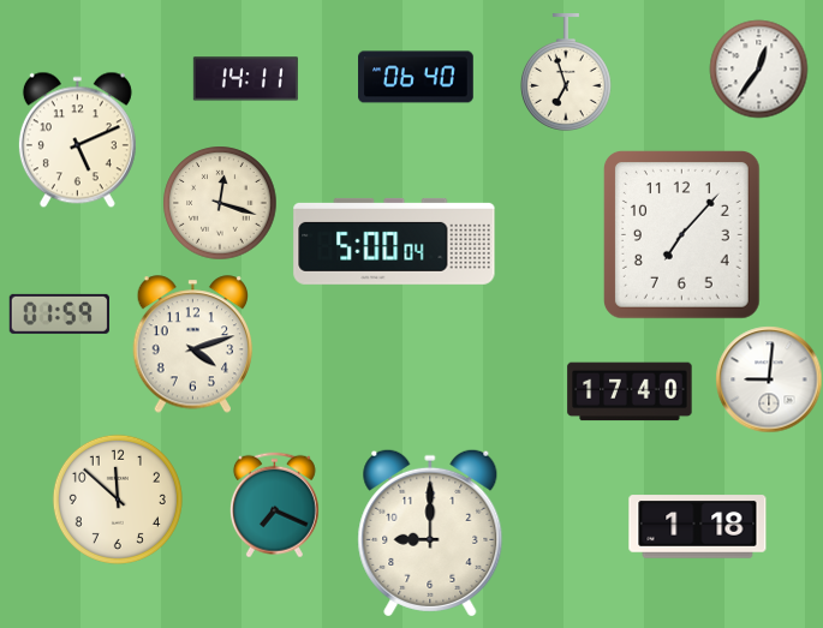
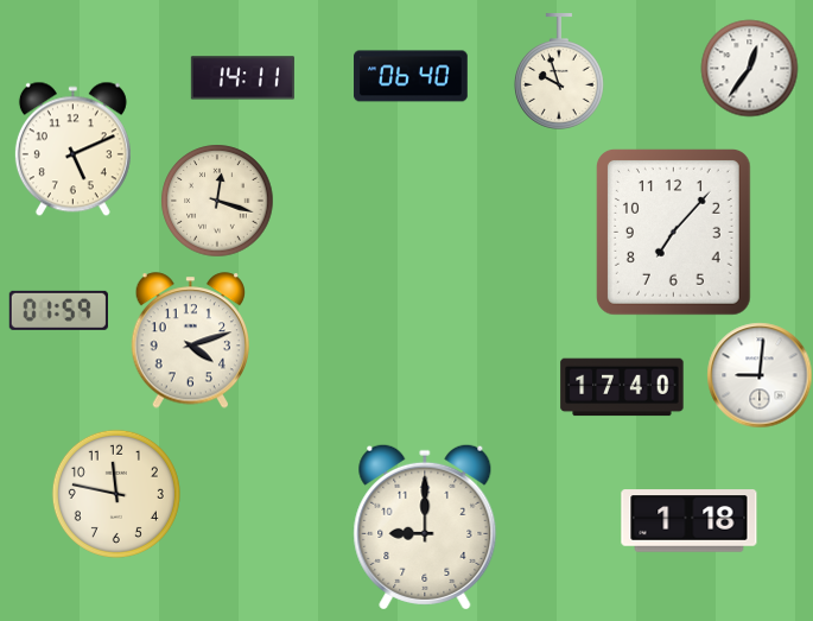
clock at (566, 72): 6:57 -> 9:57
clock at (77, 139) position: (77, 139) -> (72, 148)
clock at (394, 241): 5:00 -> none
clock at (118, 500): 11:52 -> 11:47
clock at (274, 504): 7:19 -> none
